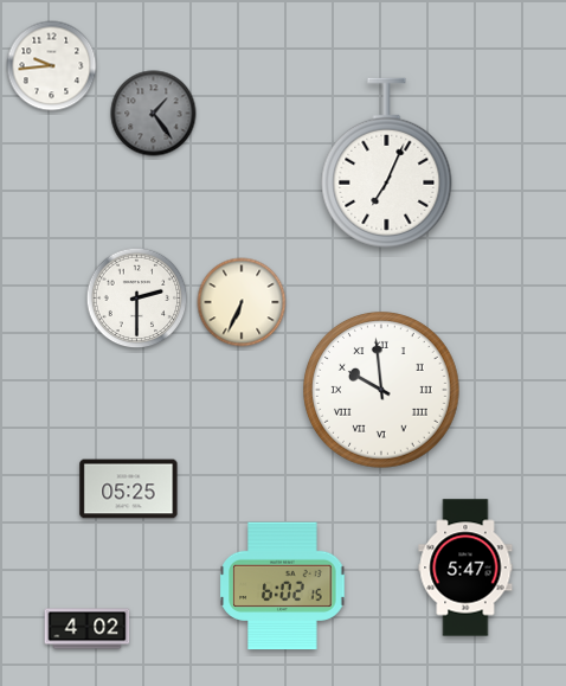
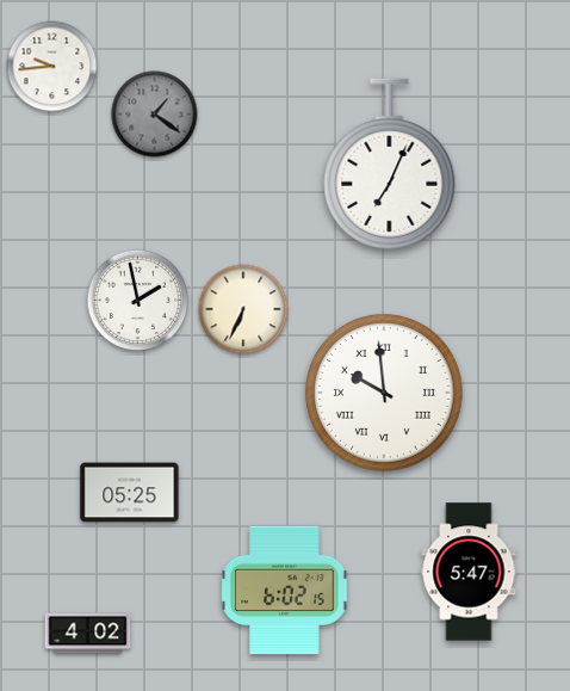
clock at (154, 114): 1:24 -> 1:21
clock at (137, 299): 2:30 -> 1:58
clock at (242, 302) position: (242, 302) -> (243, 309)
